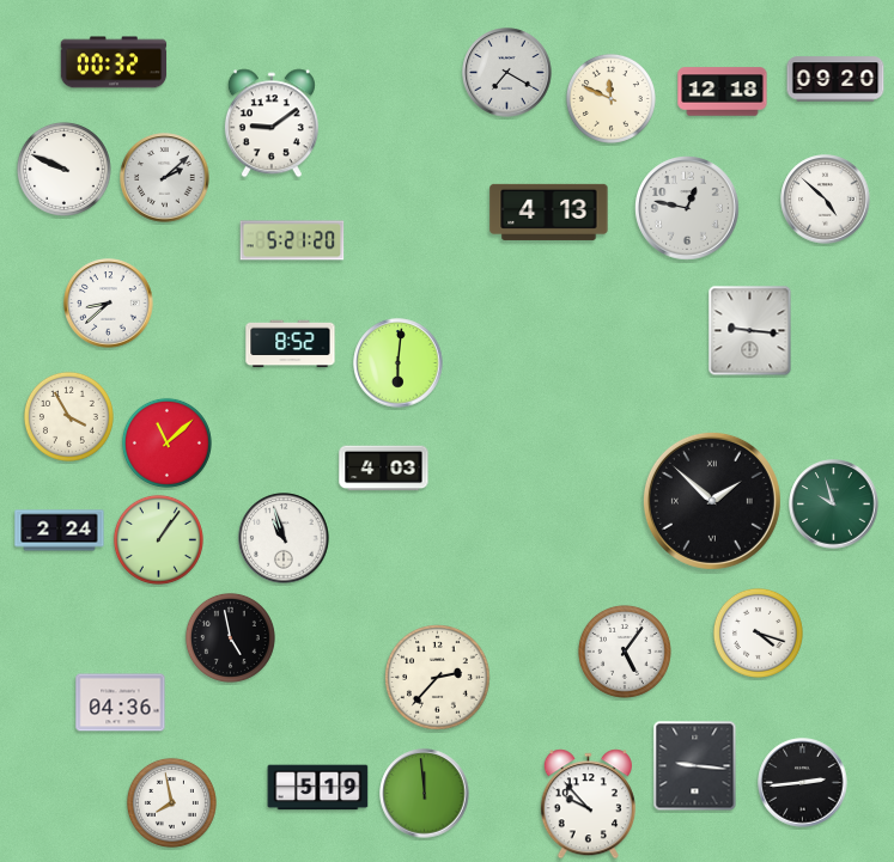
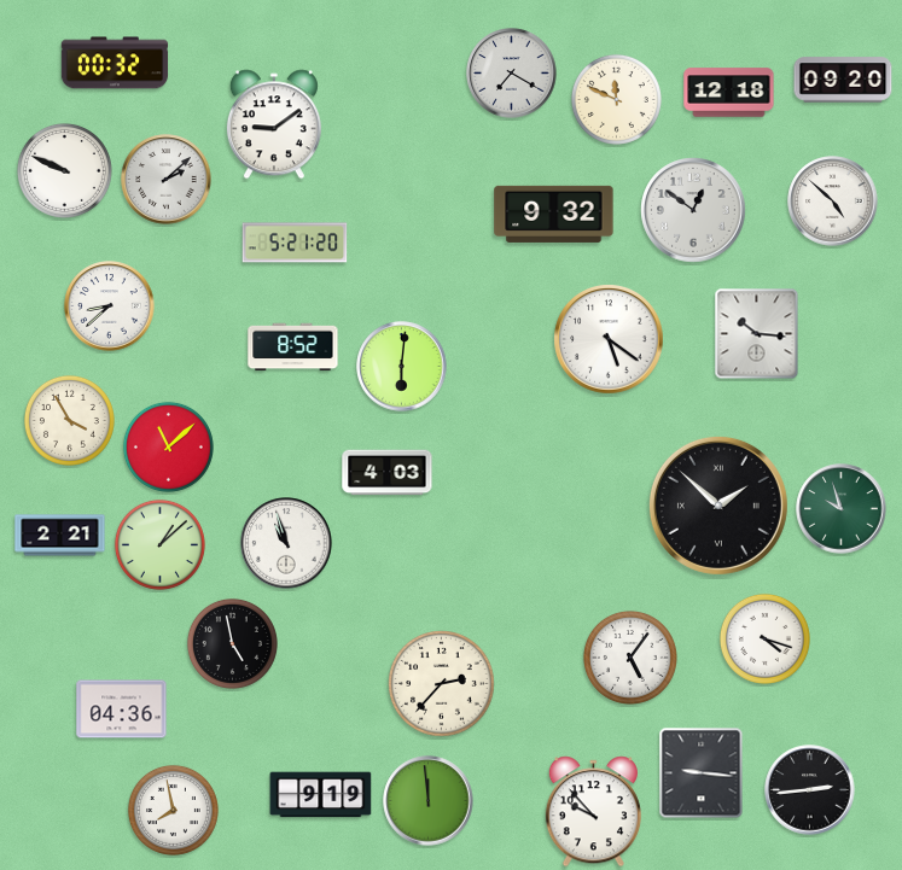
clock at (687, 208): 12:47 -> 12:51
clock at (549, 212): 4:13 -> 9:32
clock at (750, 331): 9:16 -> 10:16
clock at (609, 339): none -> 5:21
clock at (60, 531): 2:24 -> 2:21
clock at (158, 539): 1:06 -> 1:08
clock at (318, 788): 5:19 -> 9:19
